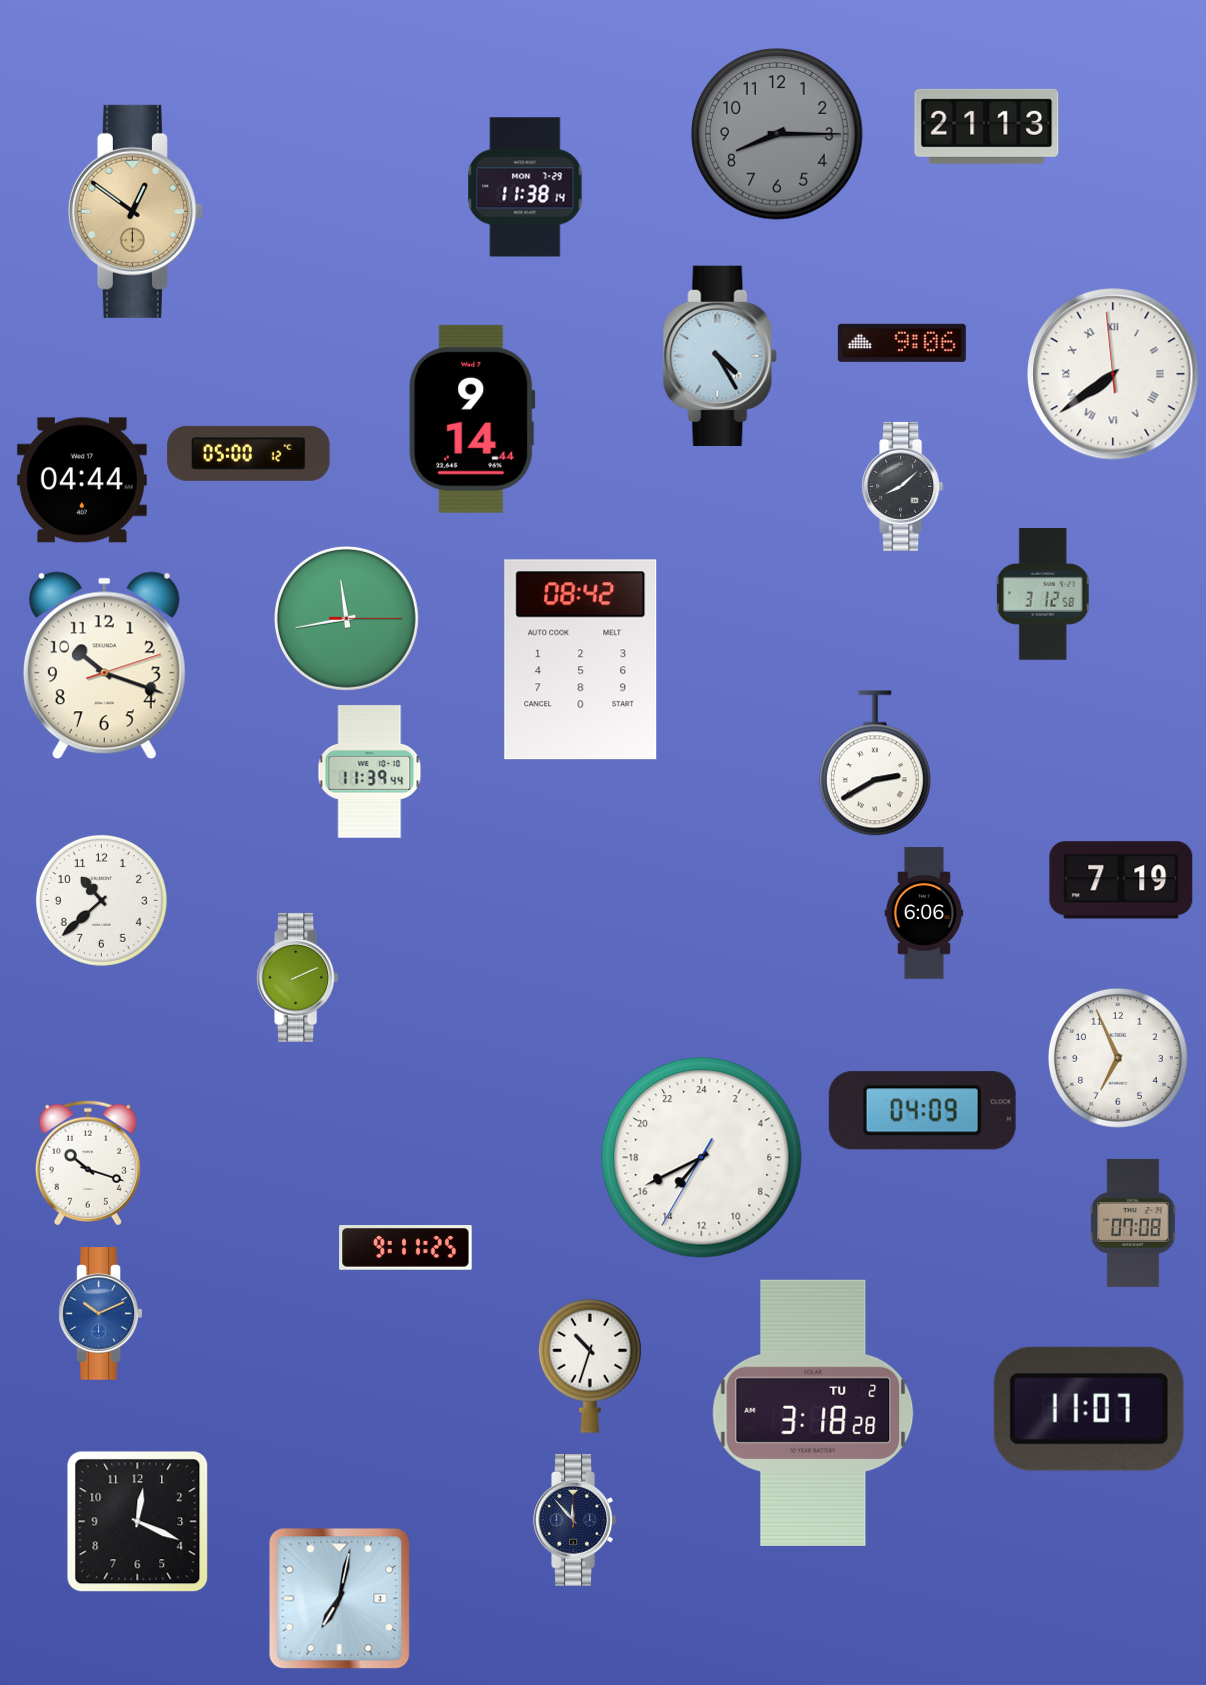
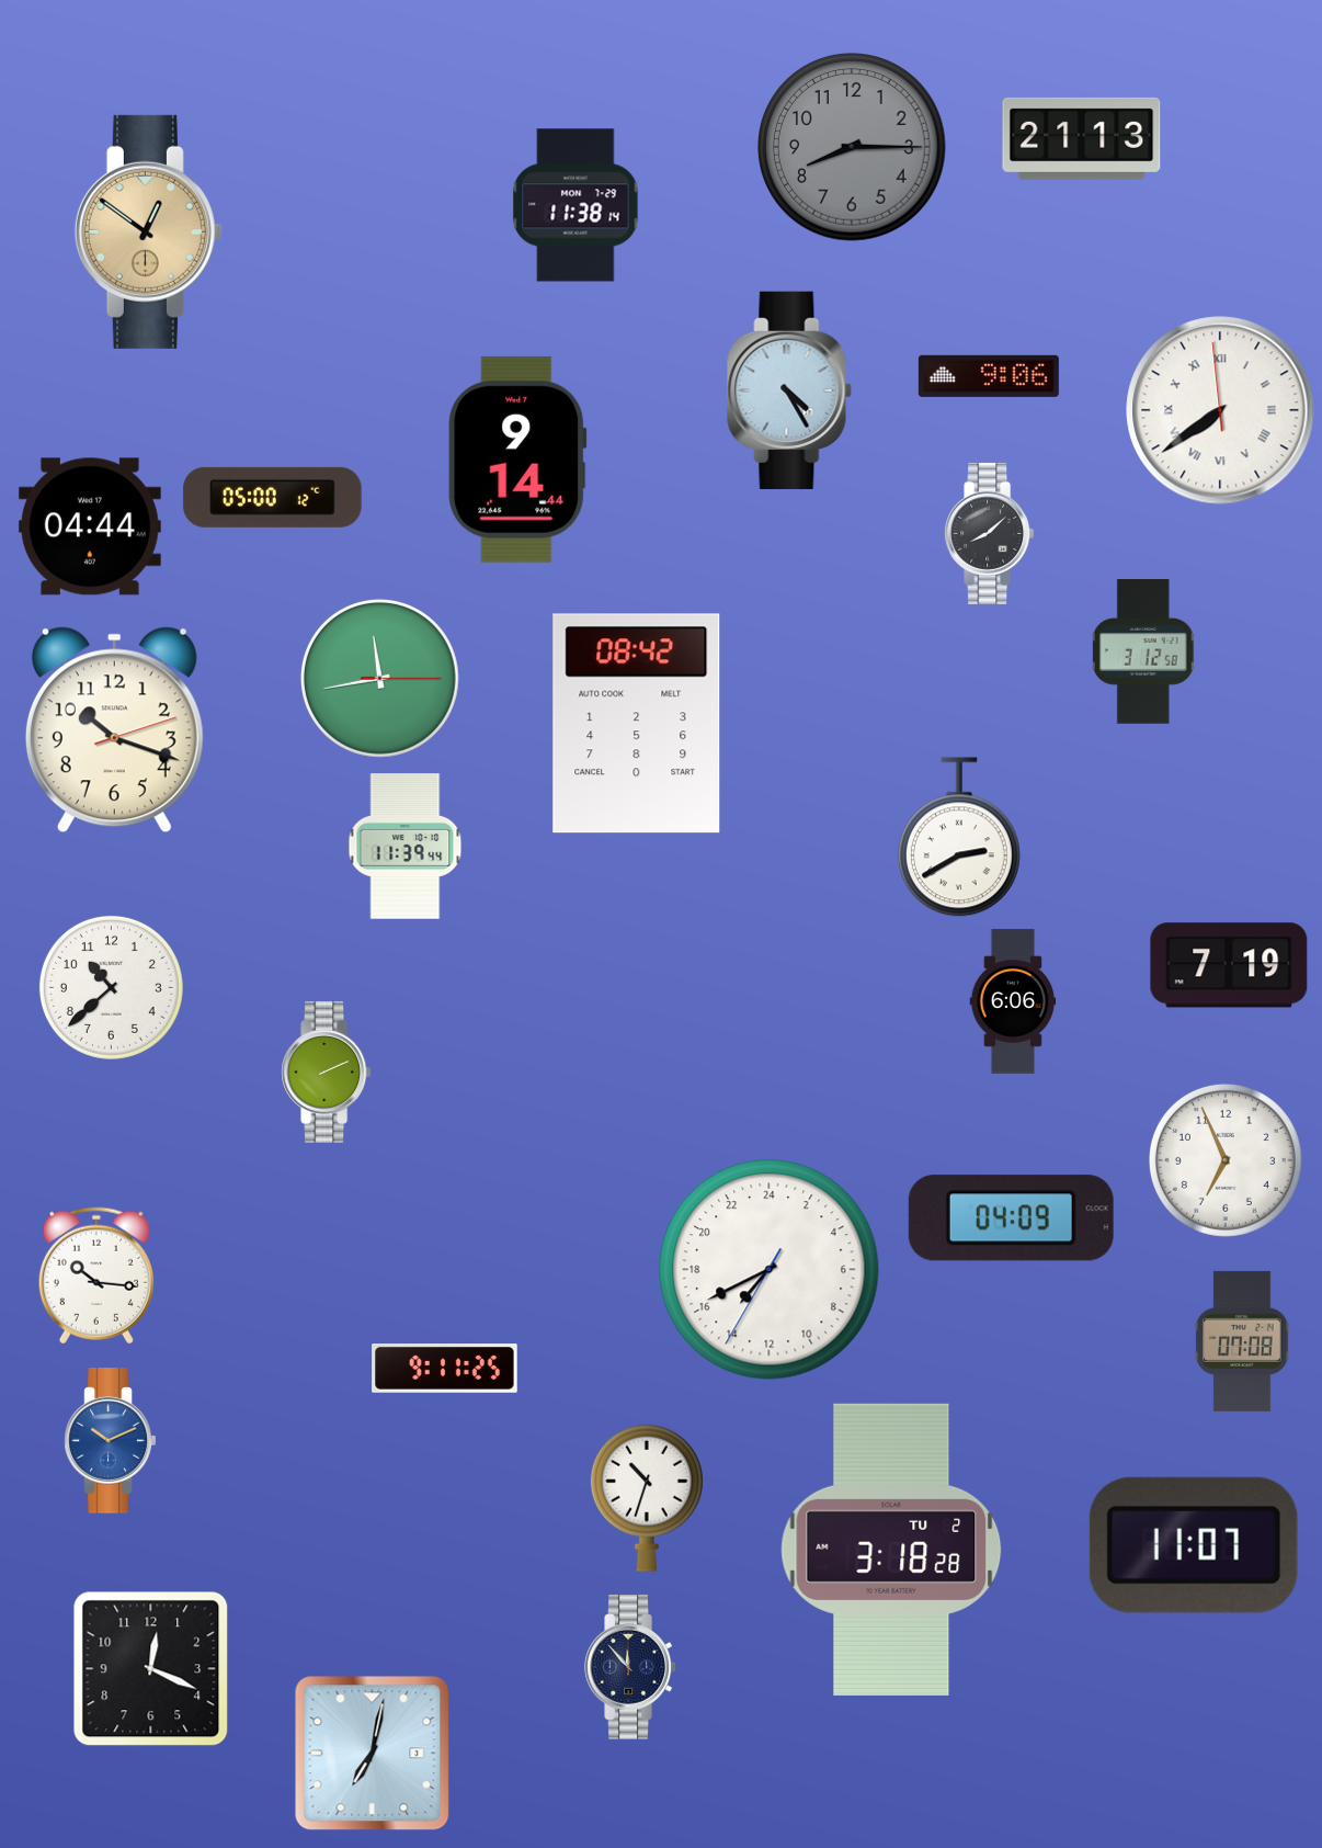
clock at (88, 1163): 10:18 -> 10:16
